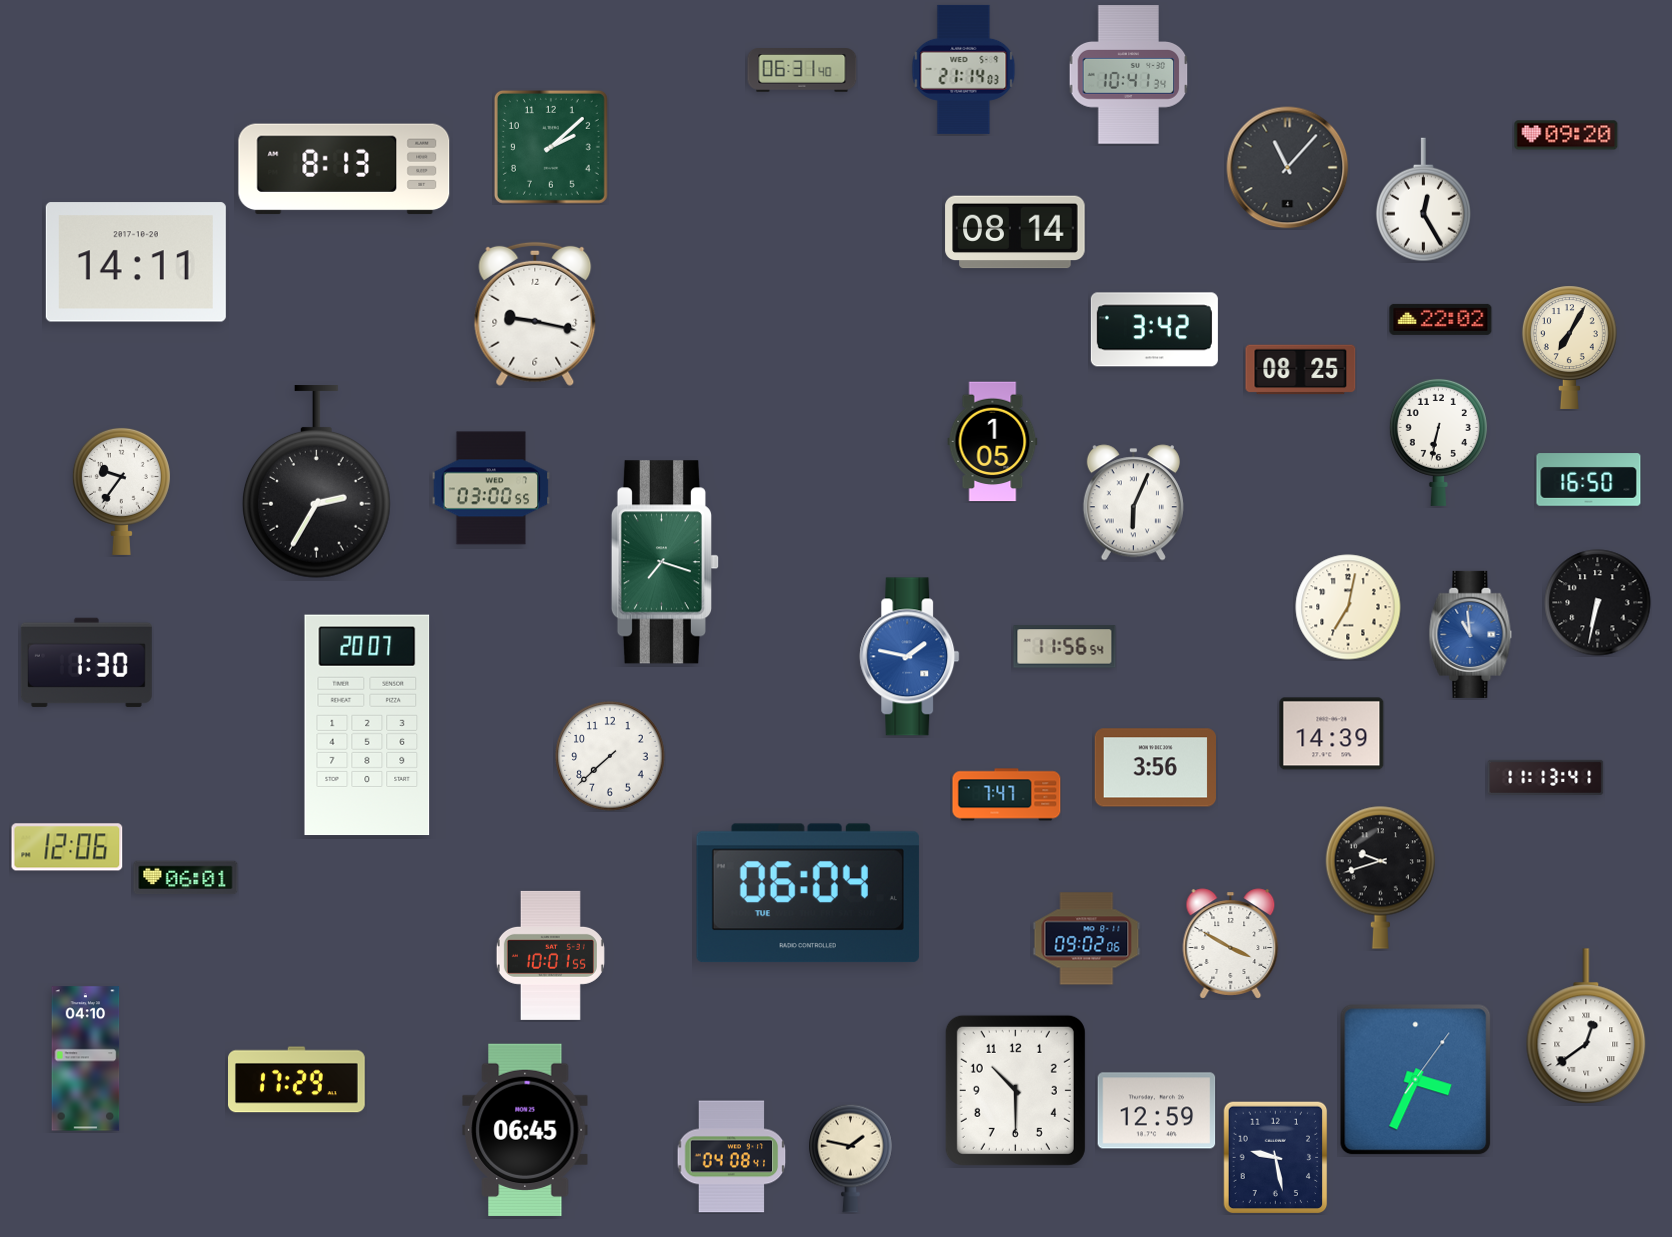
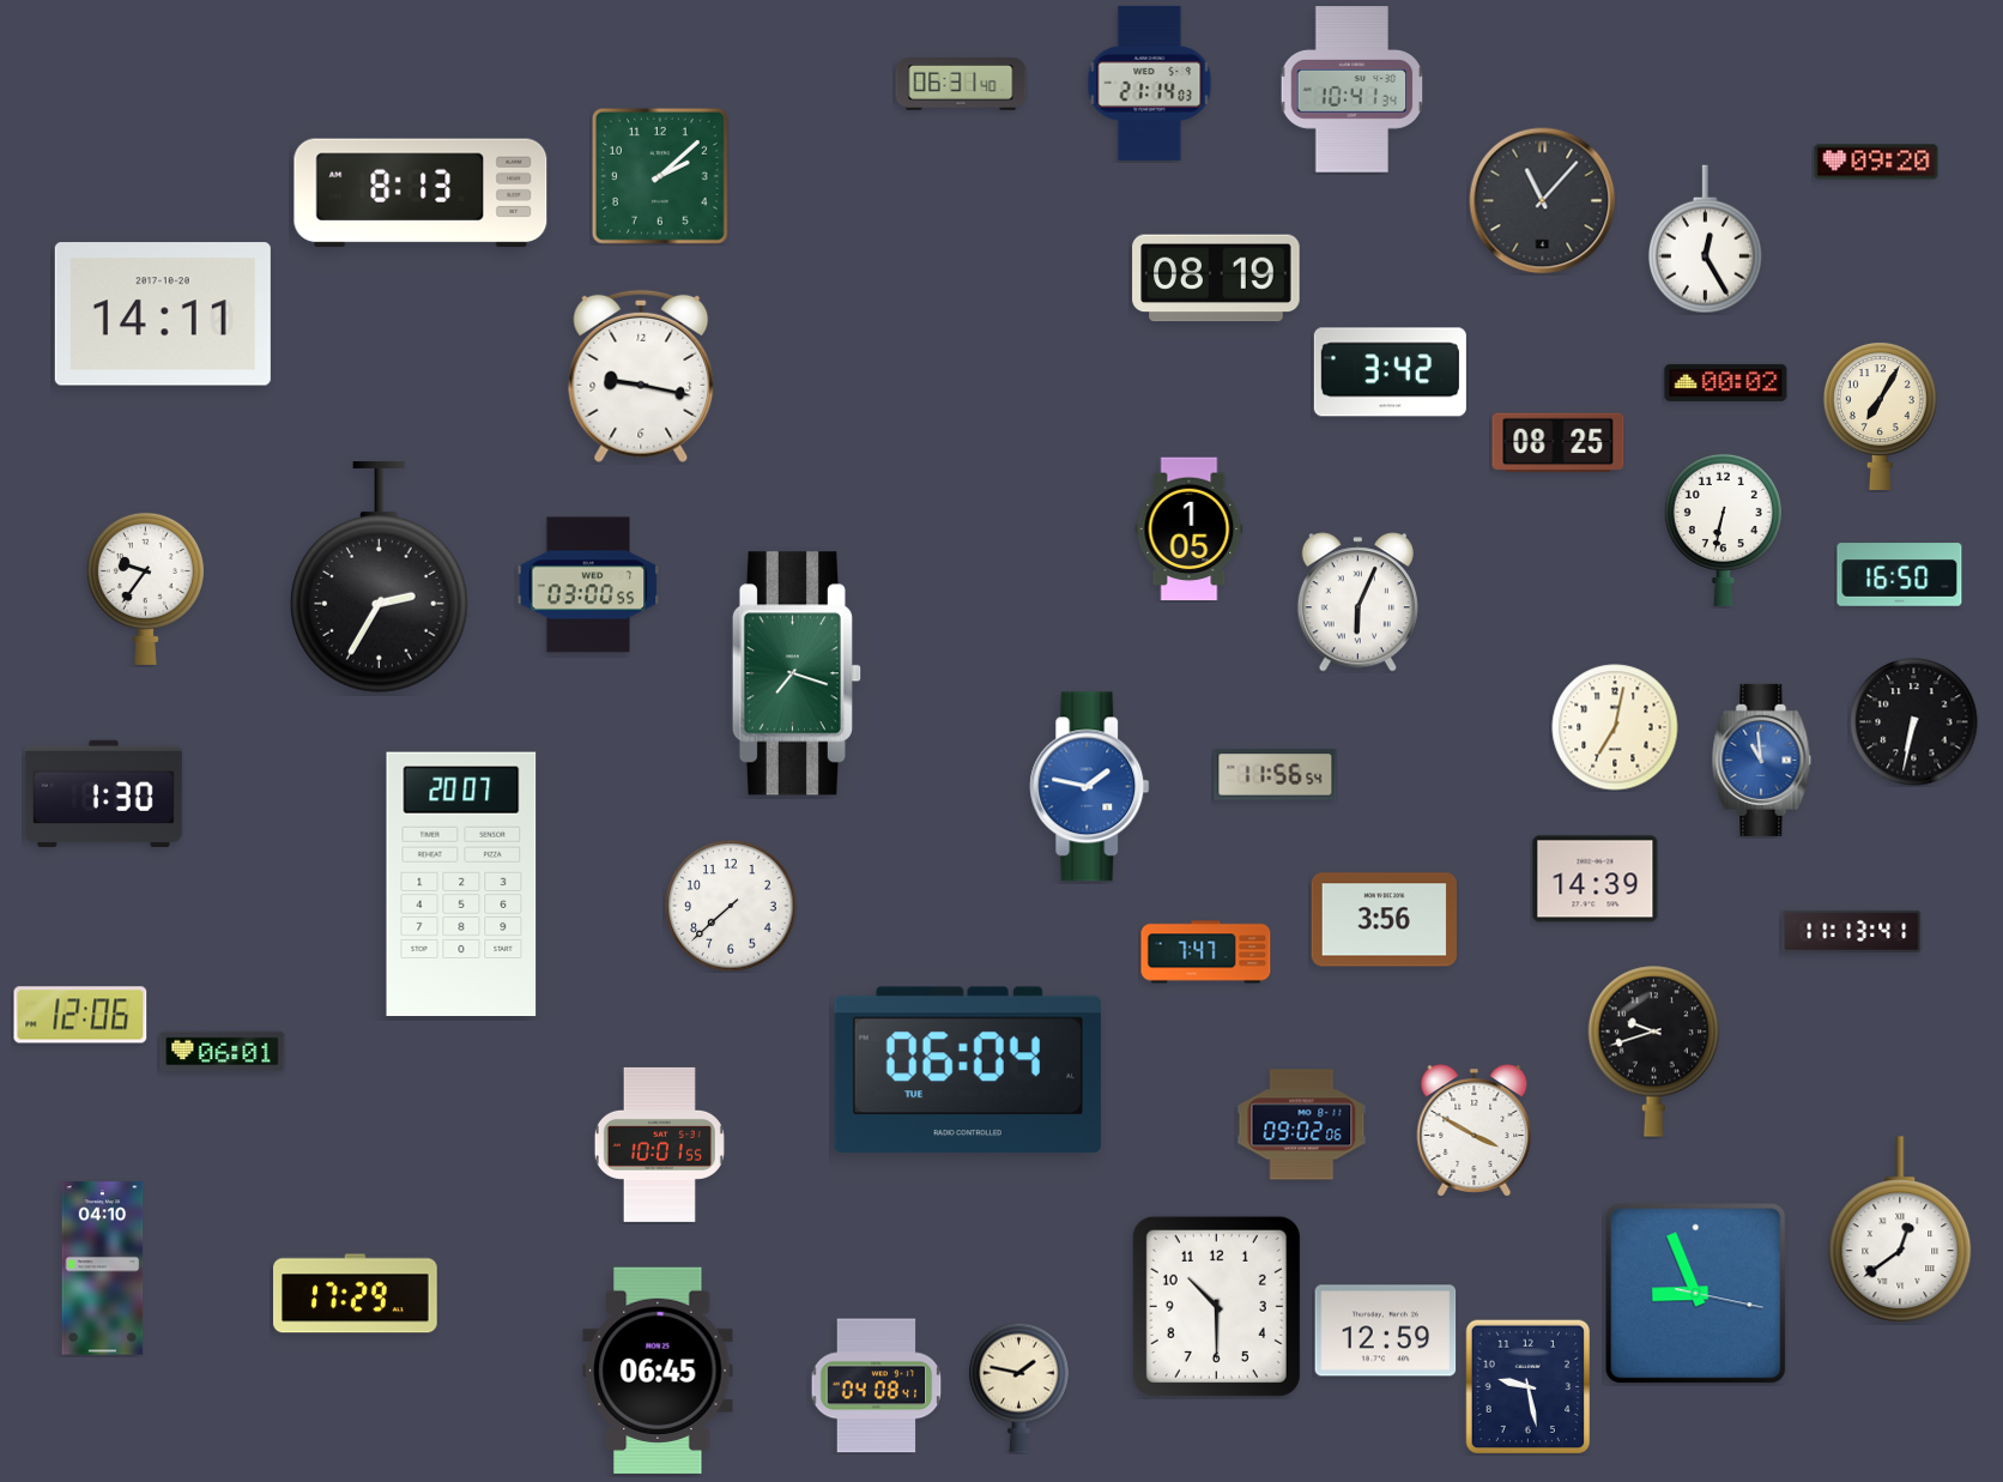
clock at (964, 69) position: (964, 69) -> (1150, 83)
clock at (344, 169) position: (344, 169) -> (420, 193)
clock at (1015, 232): 08:14 -> 08:19
clock at (1441, 319): 22:02 -> 00:02
clock at (1154, 330) position: (1154, 330) -> (1390, 373)
clock at (1589, 480) position: (1589, 480) -> (1900, 575)
clock at (367, 725) position: (367, 725) -> (461, 884)
clock at (1416, 1080): 3:34 -> 8:56
clock at (525, 1129) position: (525, 1129) -> (658, 1369)
